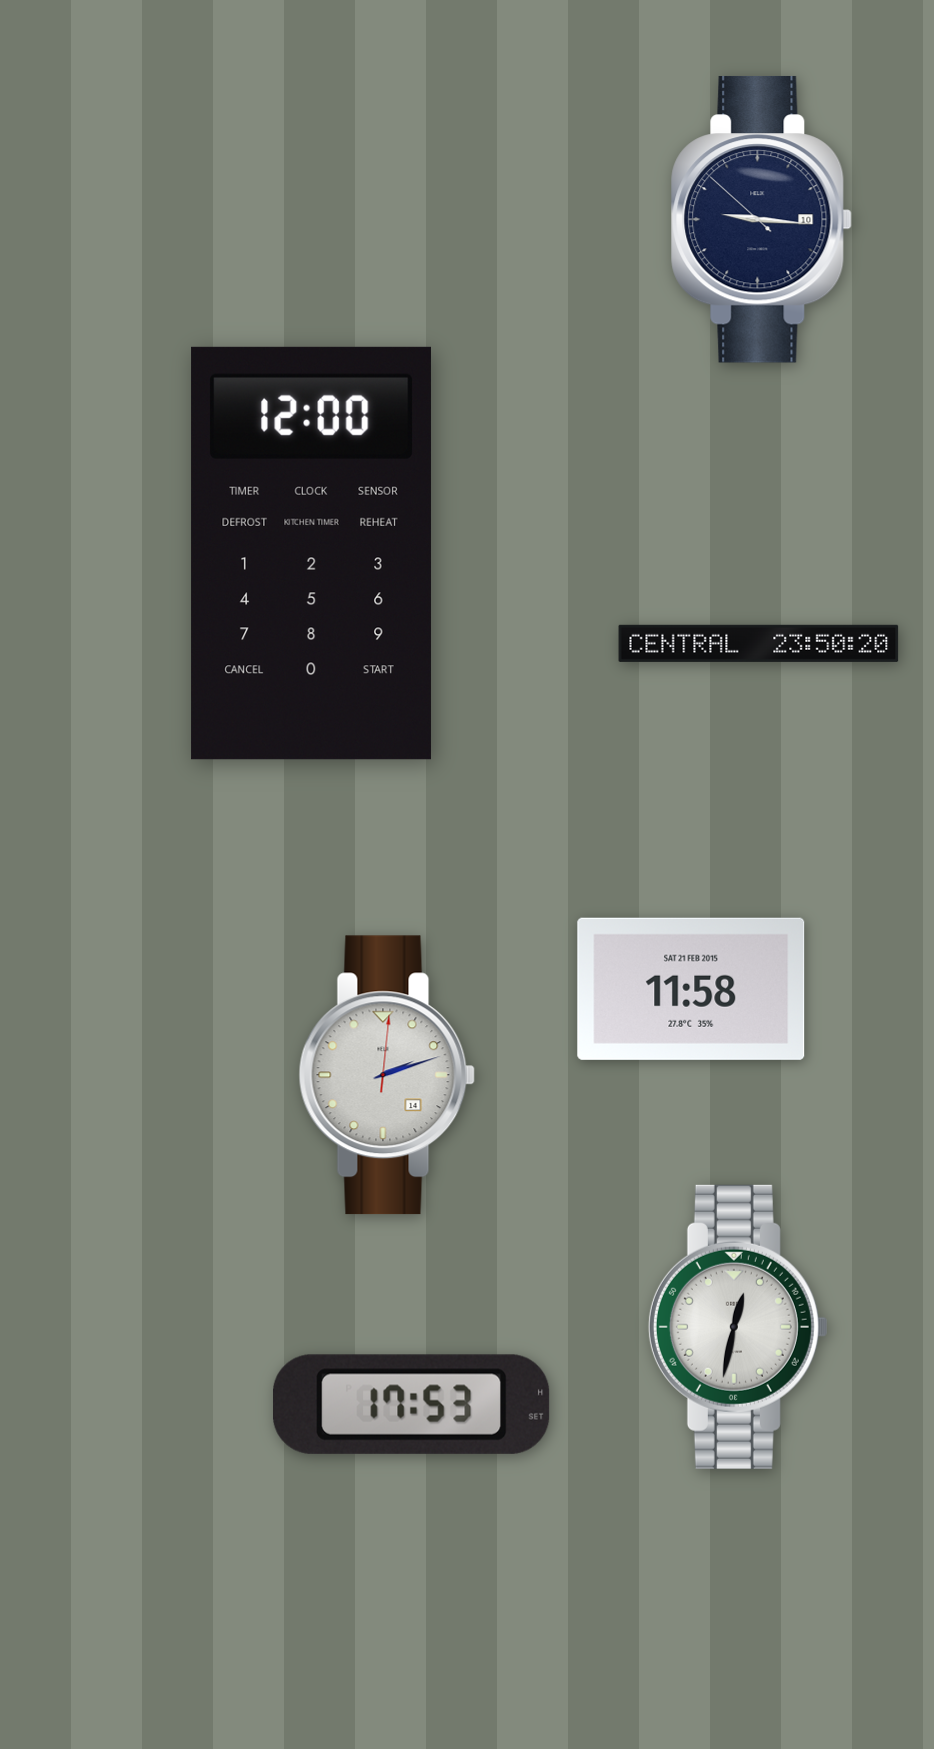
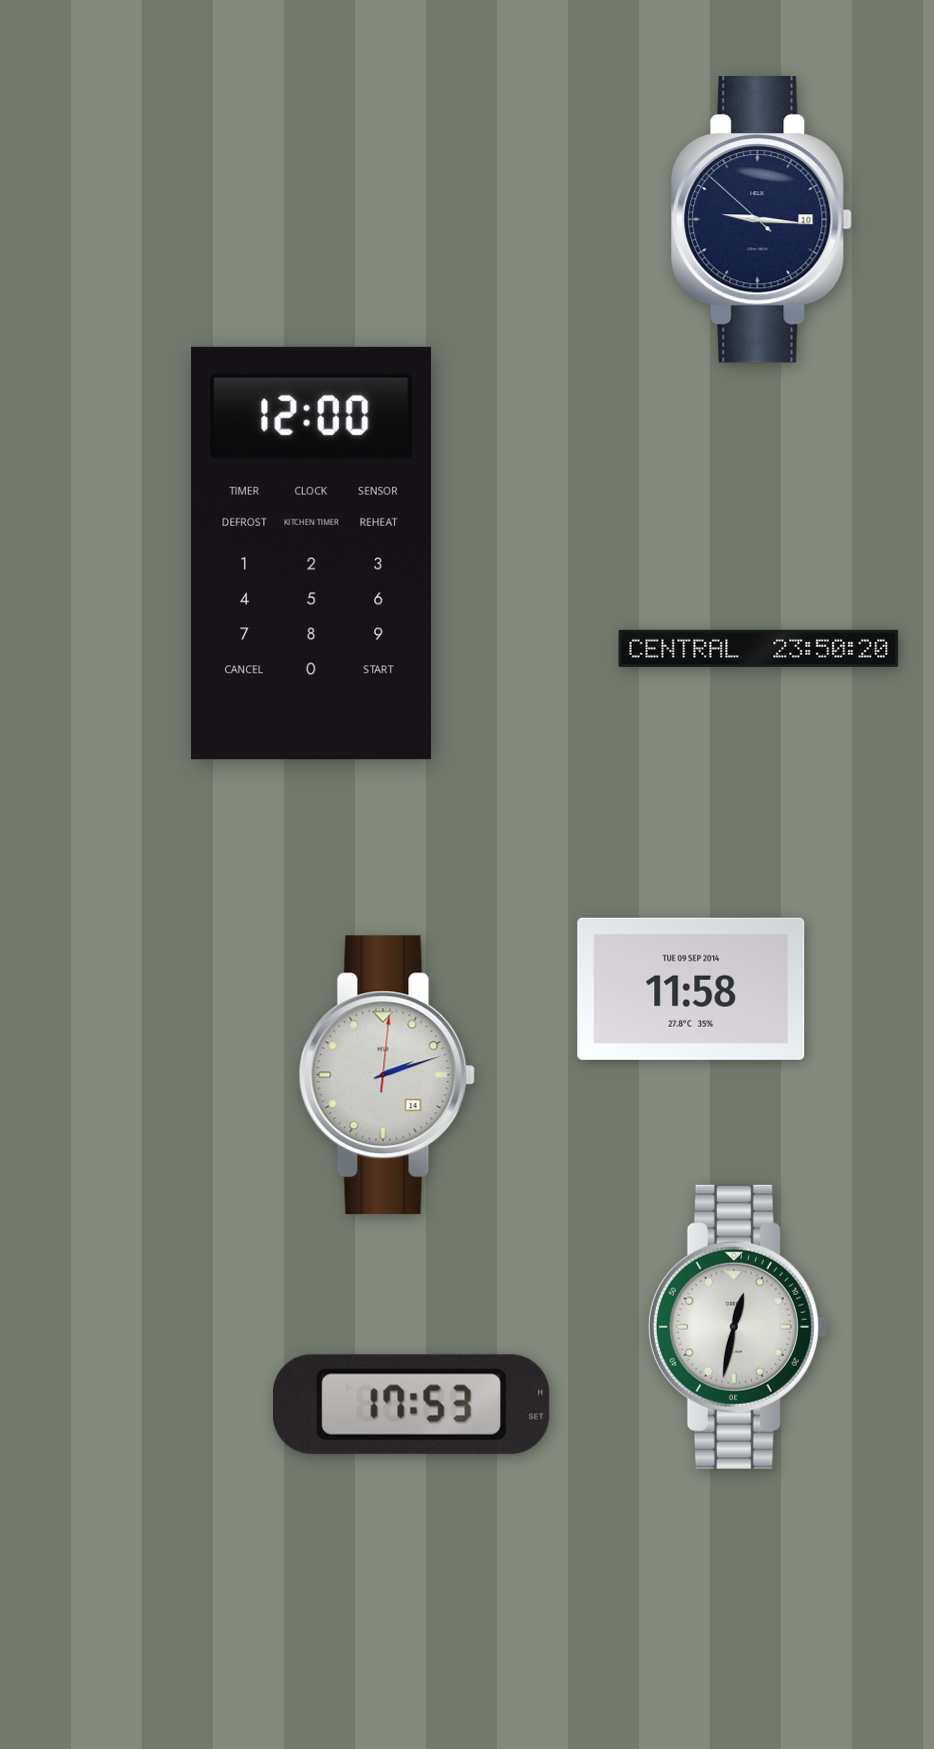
clock at (759, 643) position: (759, 643) -> (759, 648)
clock at (691, 989) date: SAT 21 FEB 2015 -> TUE 09 SEP 2014
